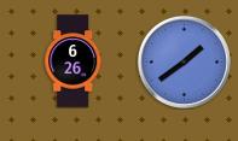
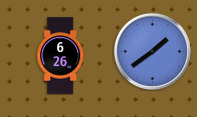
clock at (74, 61) position: (74, 61) -> (61, 56)
